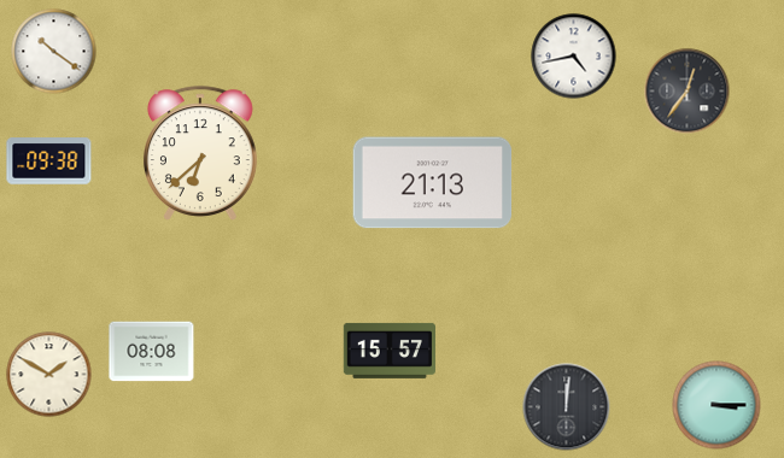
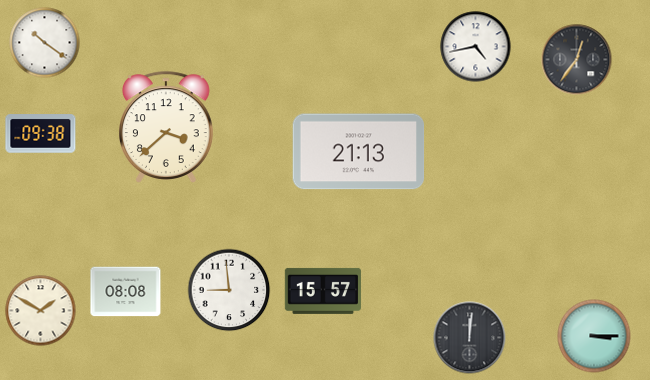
clock at (688, 92) position: (688, 92) -> (577, 60)
clock at (201, 153): 6:38 -> 3:38
clock at (229, 290): none -> 8:59
